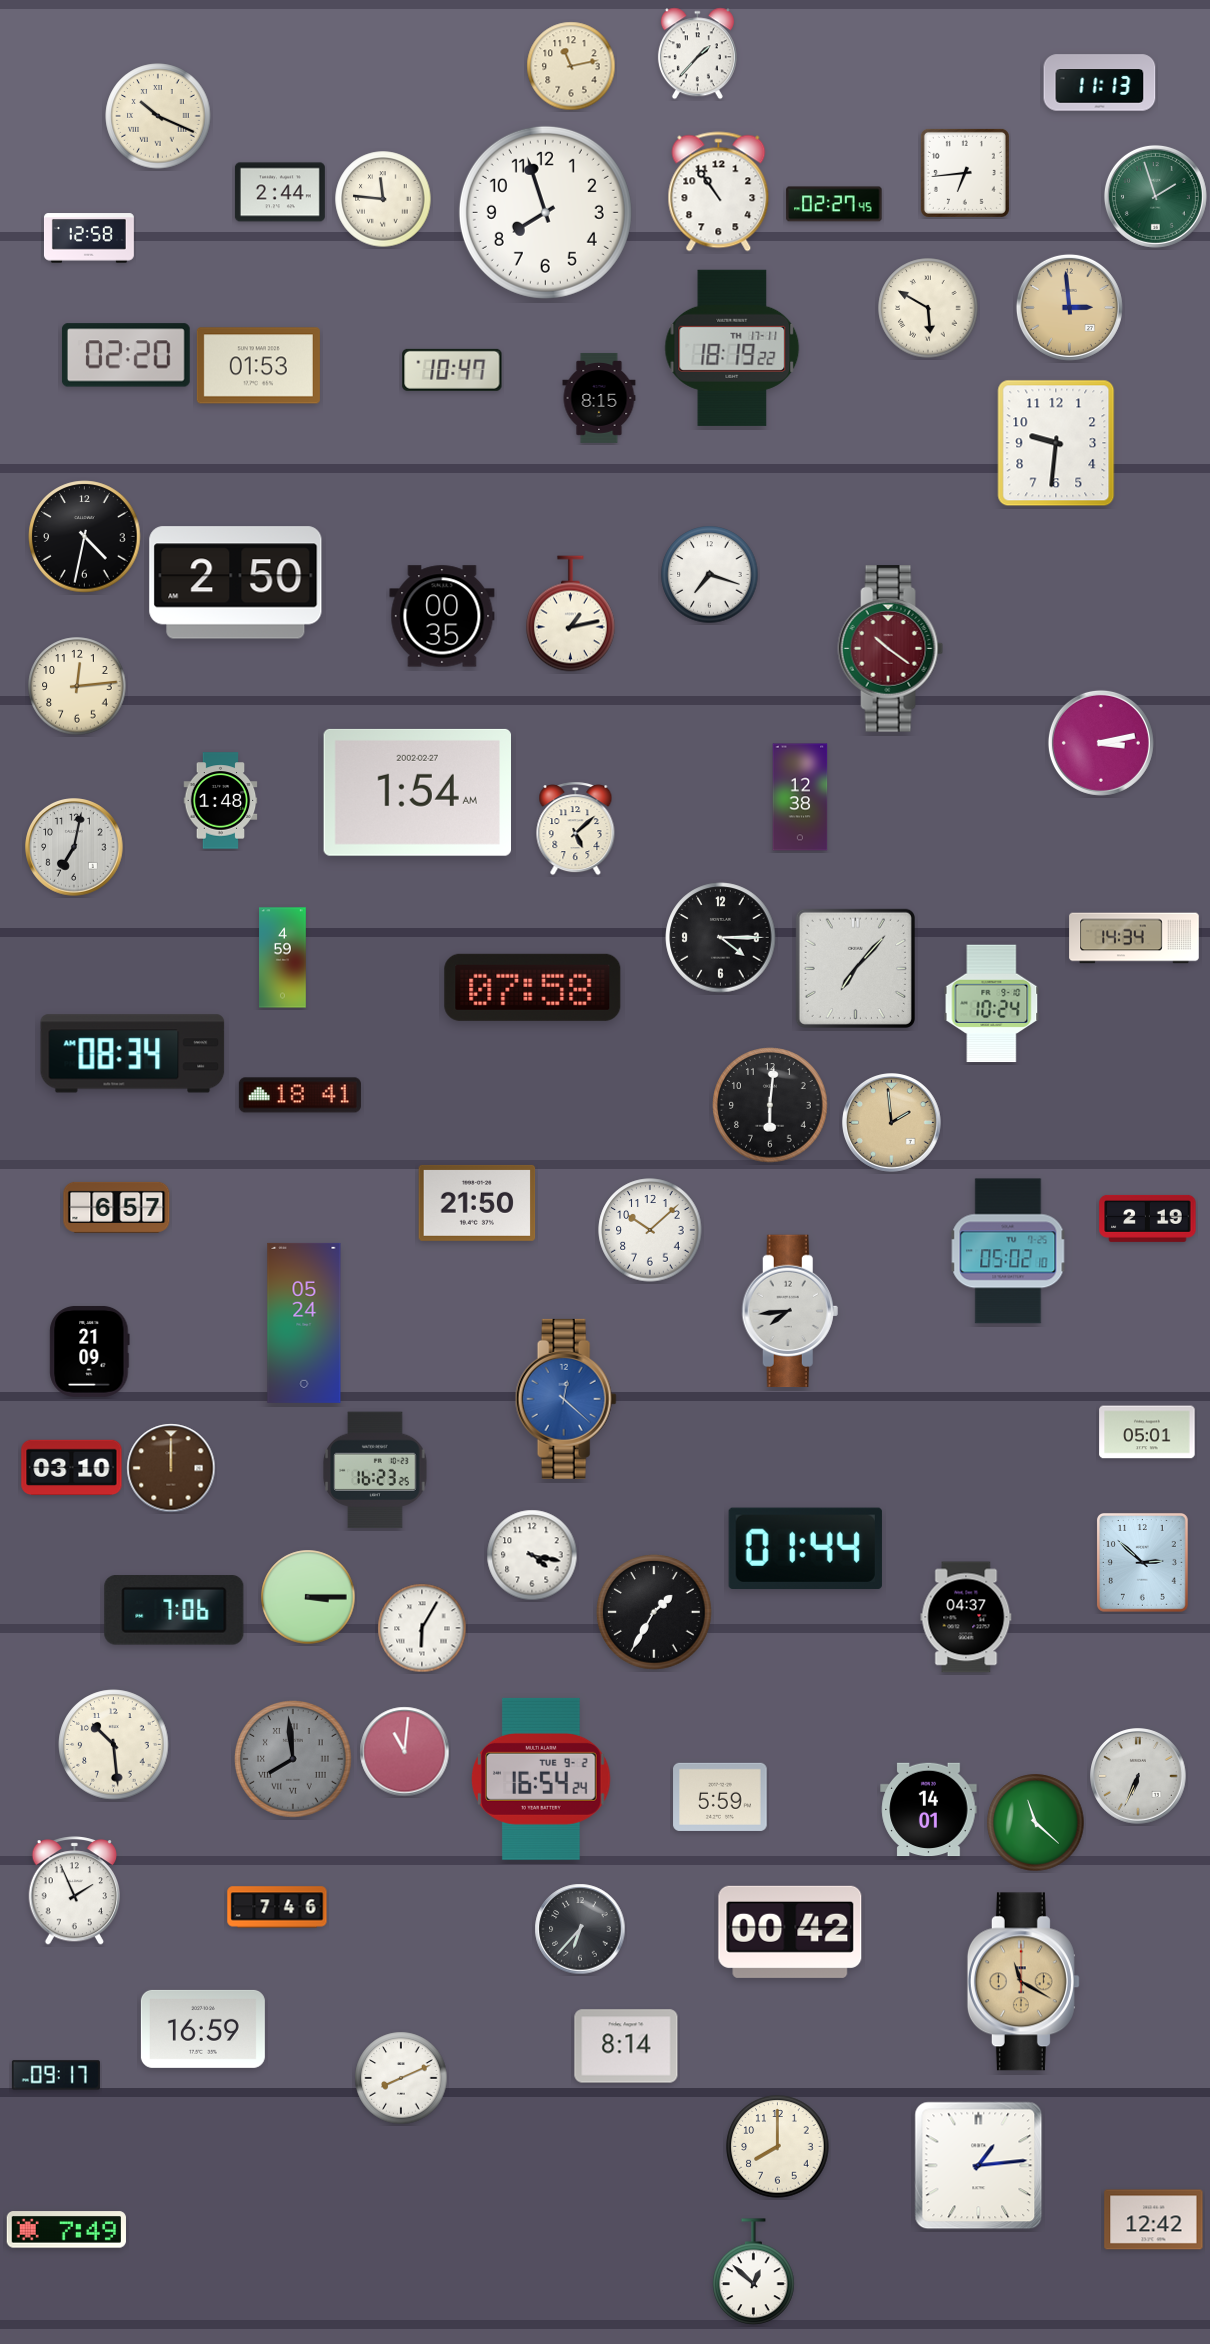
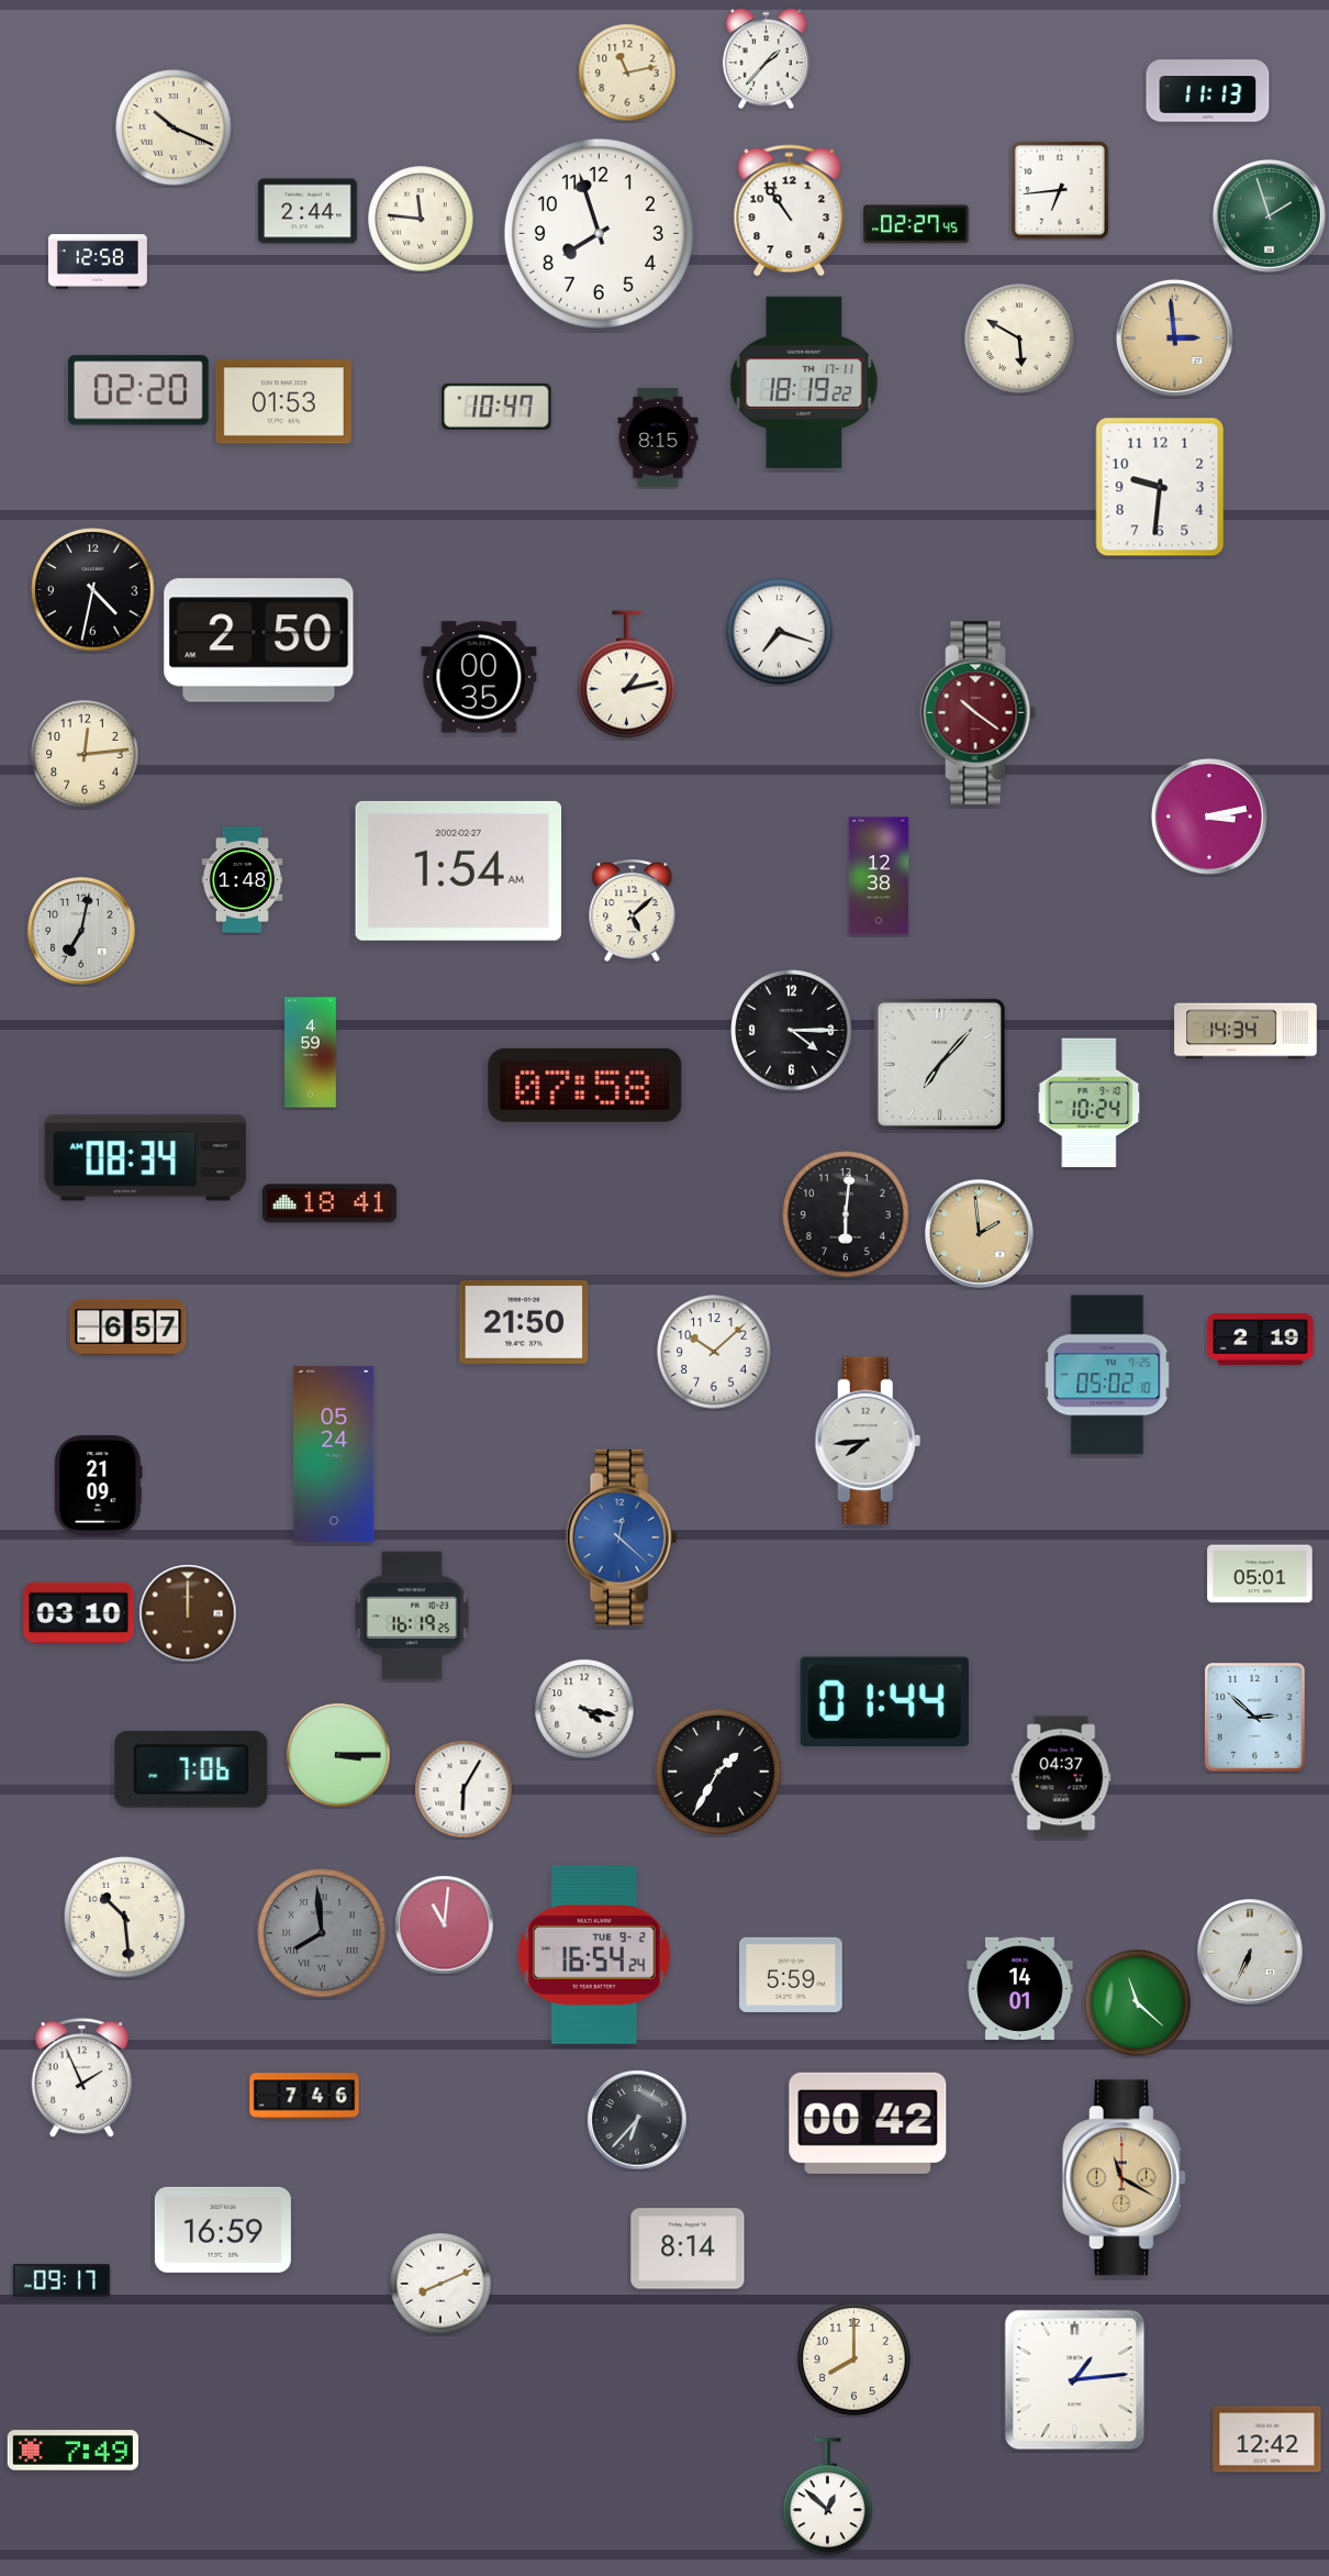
clock at (442, 616) position: (442, 616) -> (479, 677)
clock at (375, 1470): 16:23 -> 16:19
